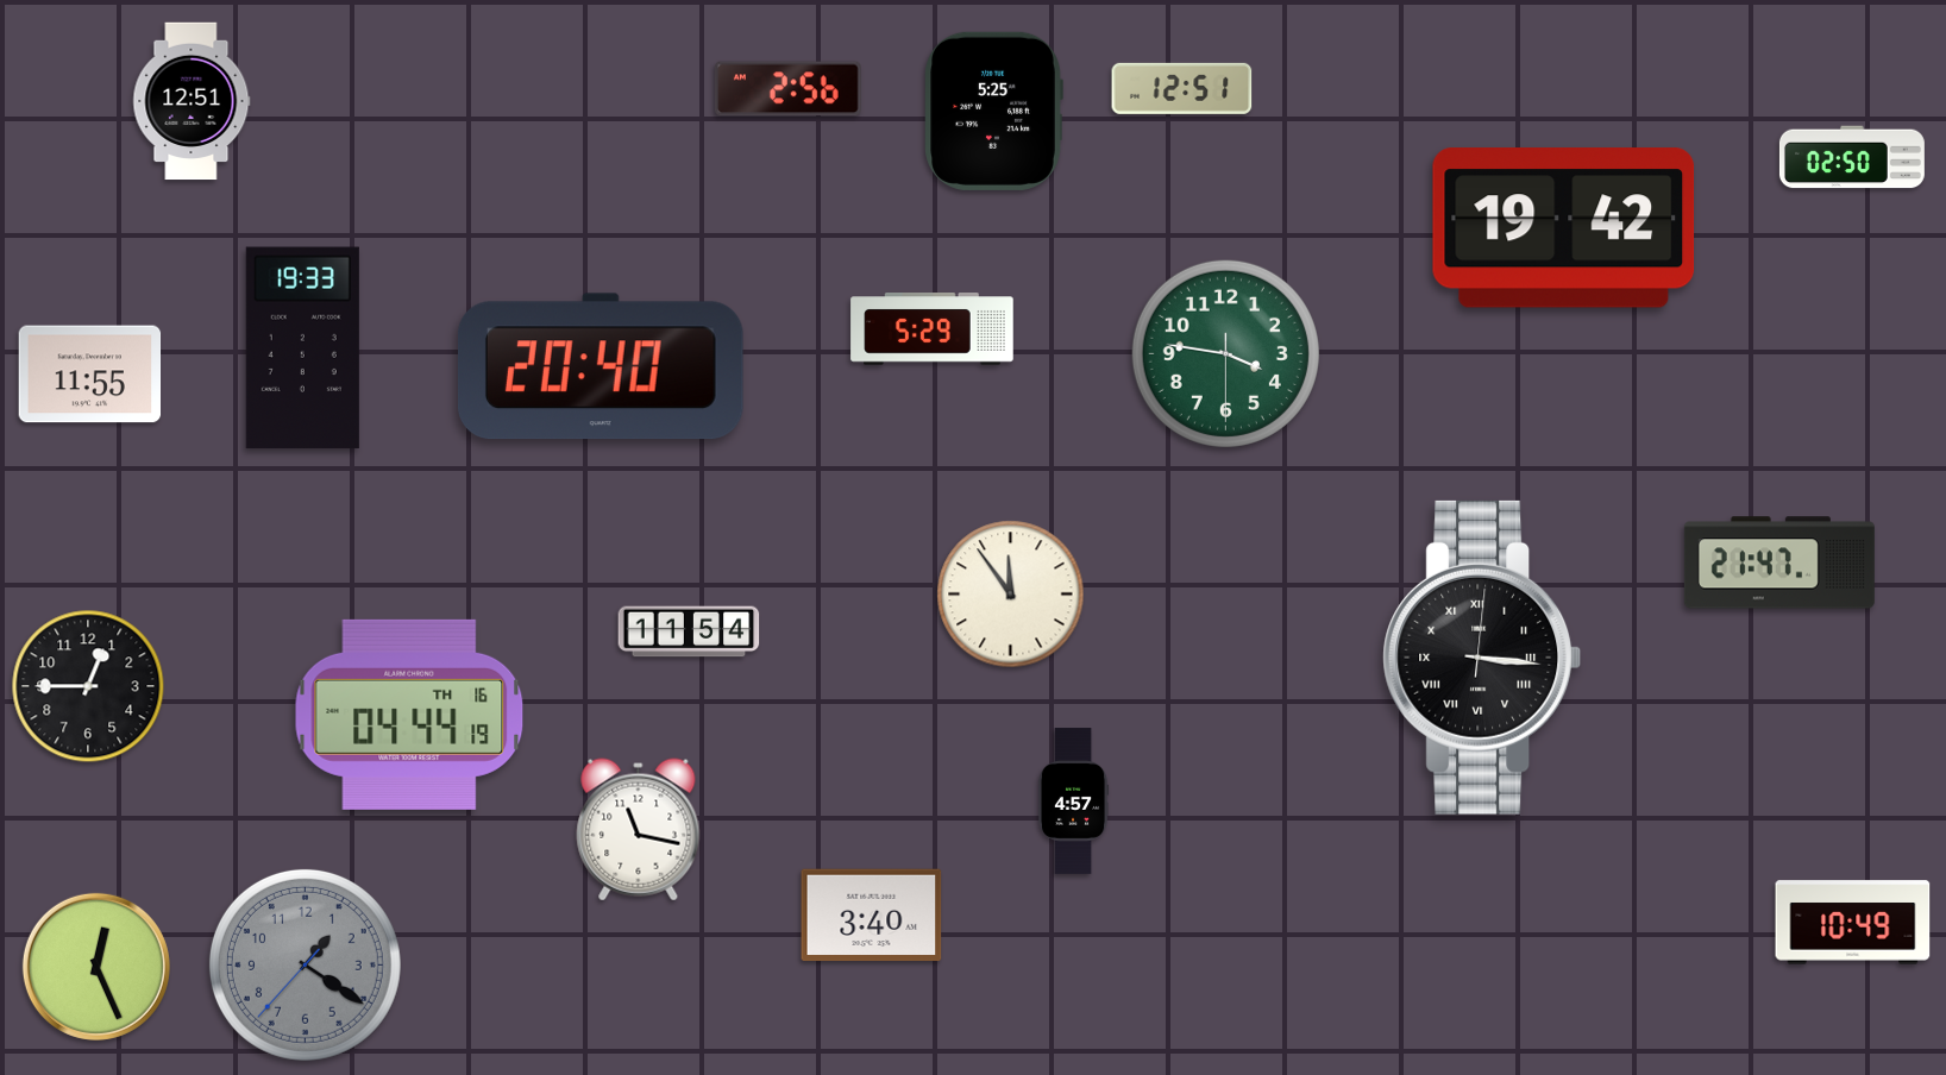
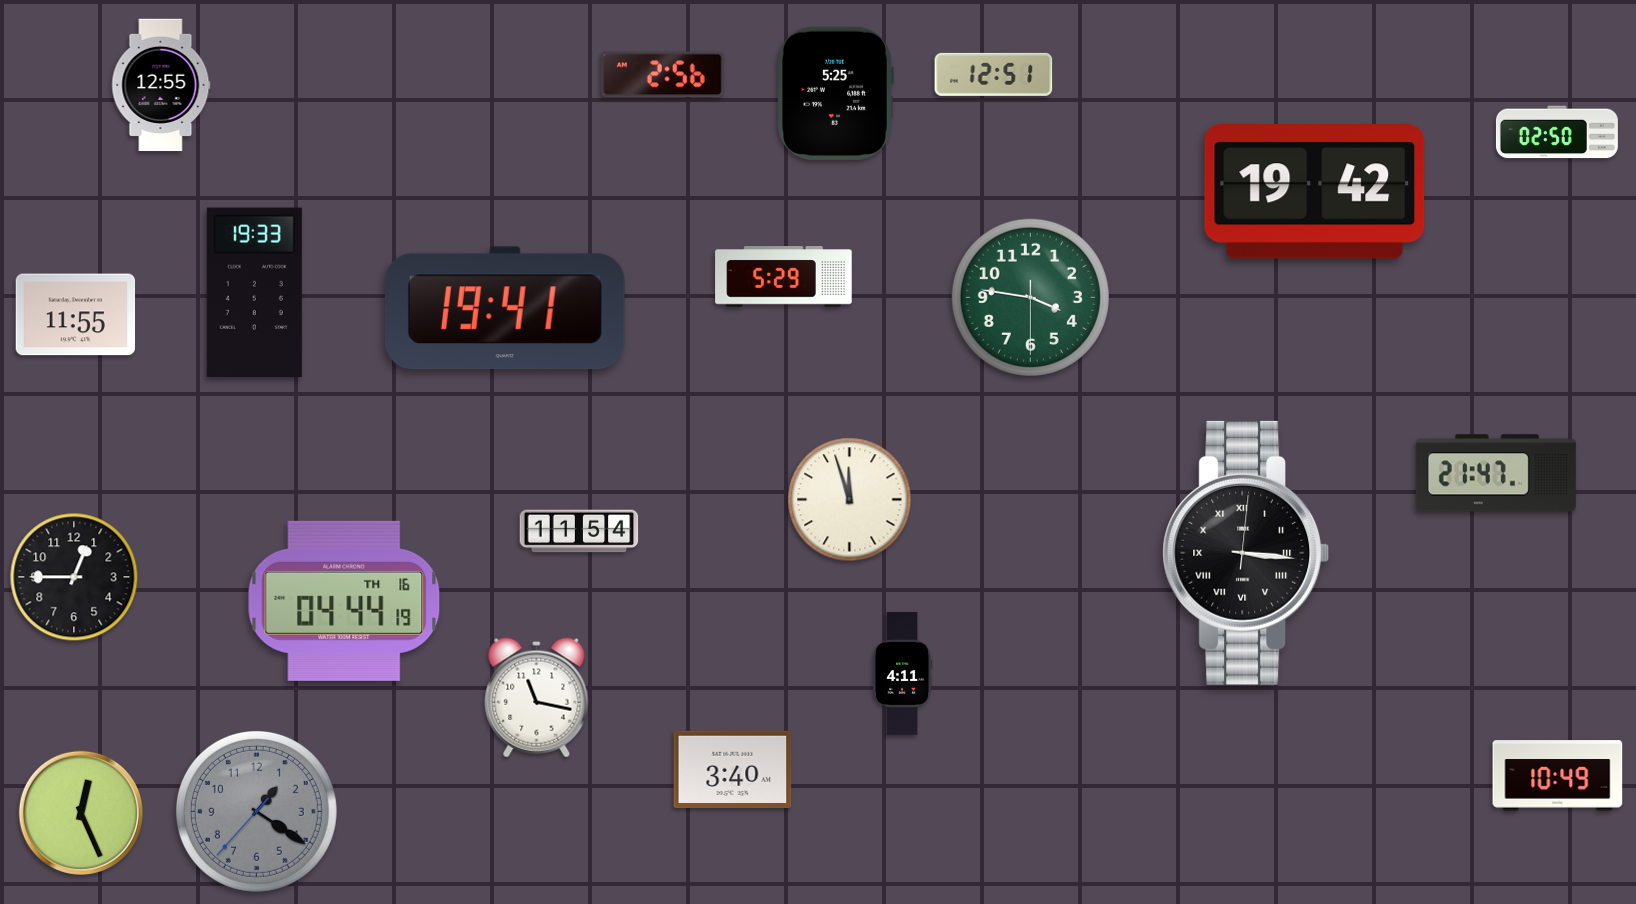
clock at (192, 101): 12:51 -> 12:55
clock at (601, 366): 20:40 -> 19:41
clock at (1011, 595): 11:54 -> 11:57
clock at (1073, 801): 4:57 -> 4:11
